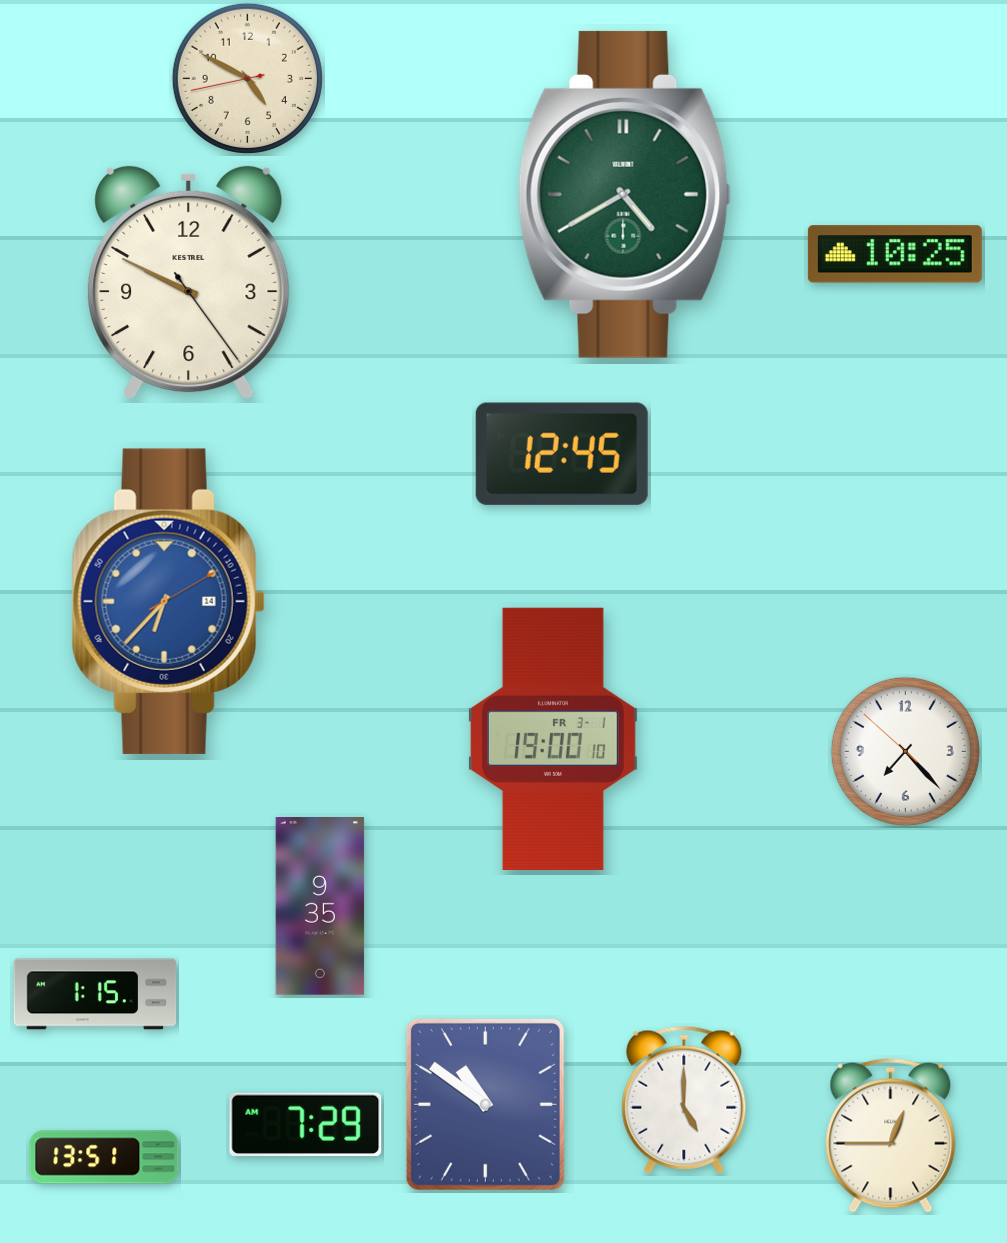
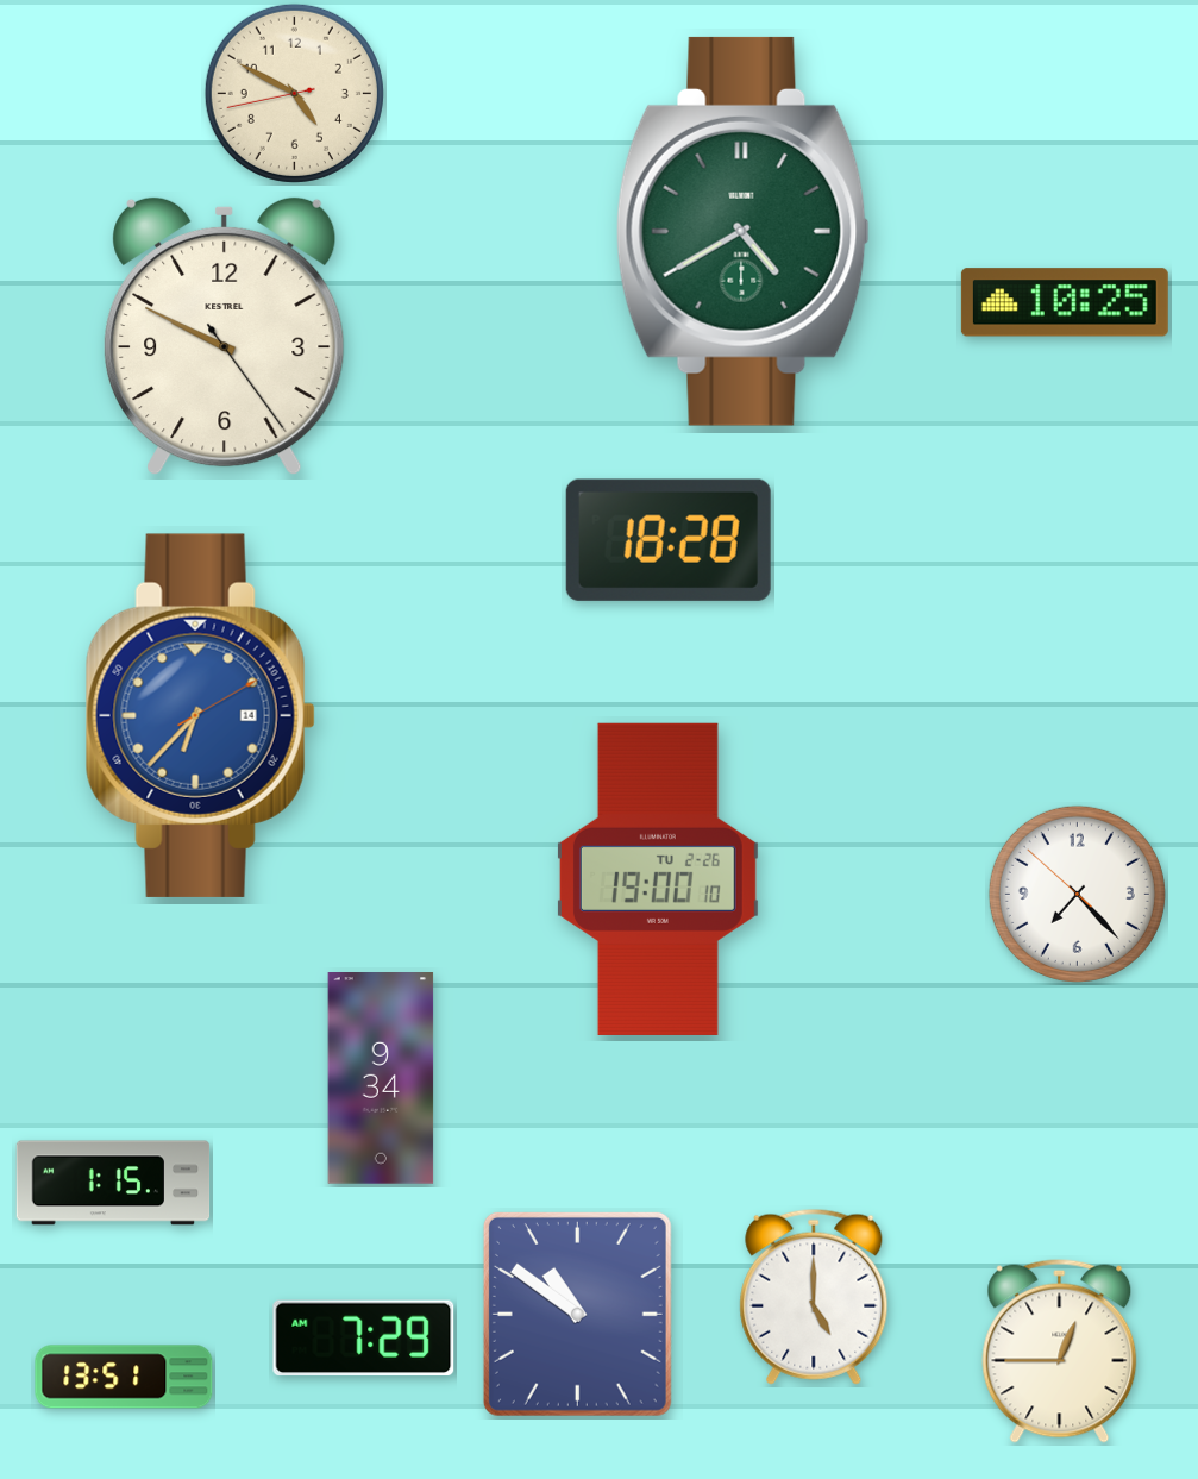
clock at (562, 454): 12:45 -> 18:28
clock at (553, 739) date: FR 3-1 -> TU 2-26
clock at (320, 907): 9:35 -> 9:34
clock at (684, 1100) position: (684, 1100) -> (814, 1297)
